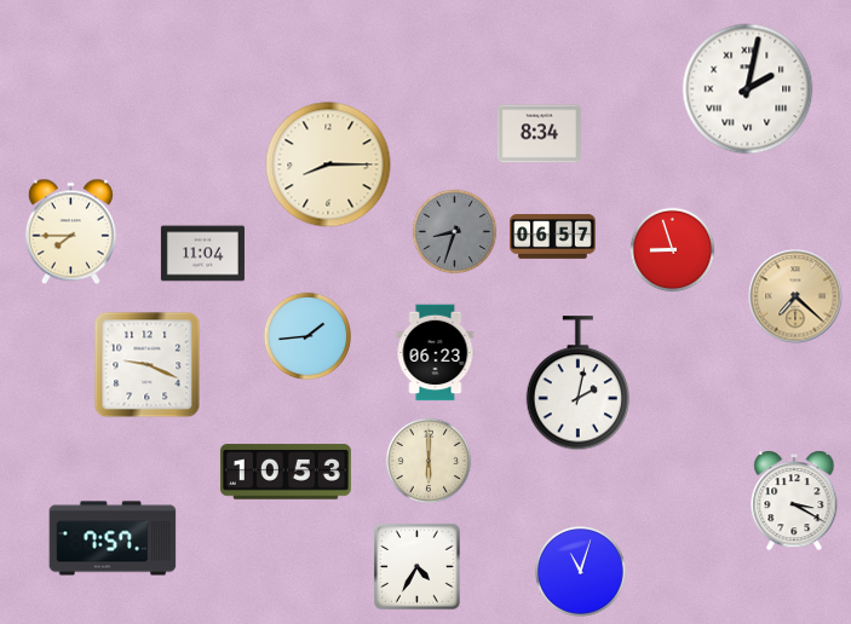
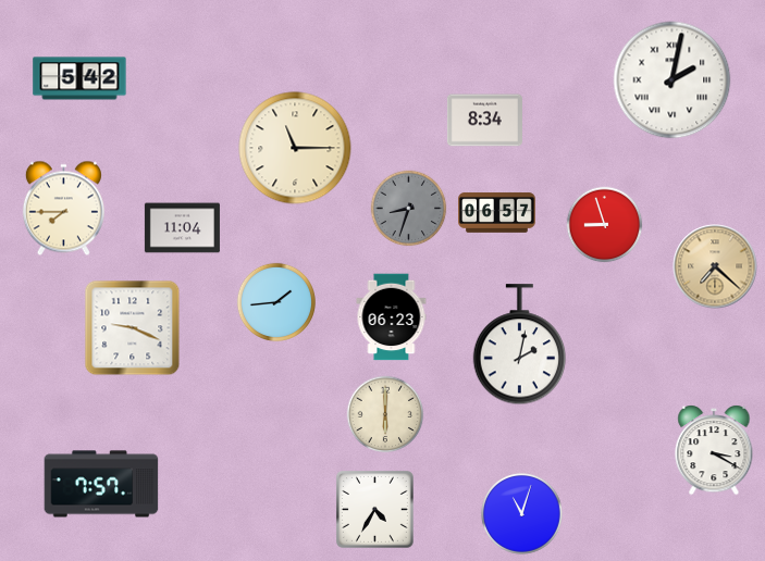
clock at (79, 78): none -> 5:42
clock at (328, 164): 8:15 -> 11:15
clock at (286, 472): 10:53 -> none
